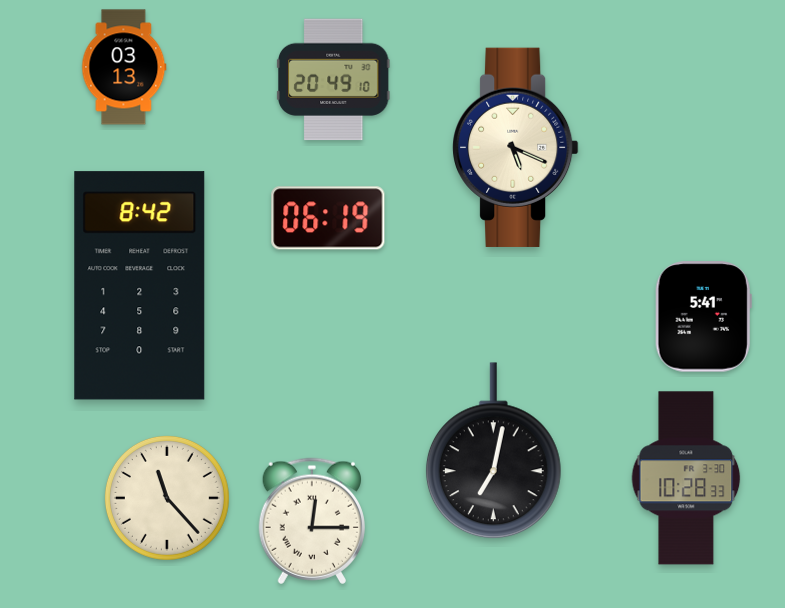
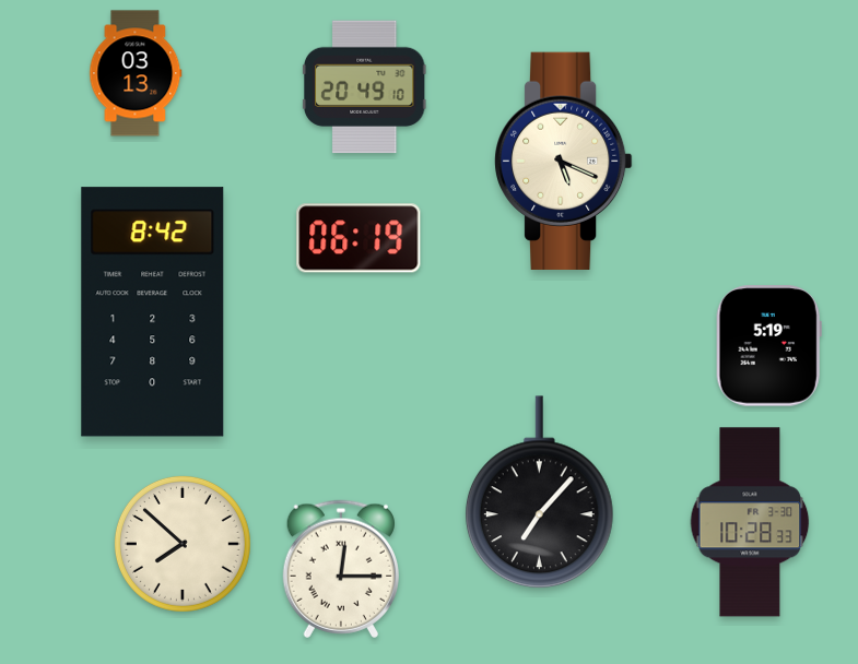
clock at (703, 317): 5:41 -> 5:19
clock at (493, 451): 7:02 -> 7:07
clock at (167, 498): 11:23 -> 7:52
